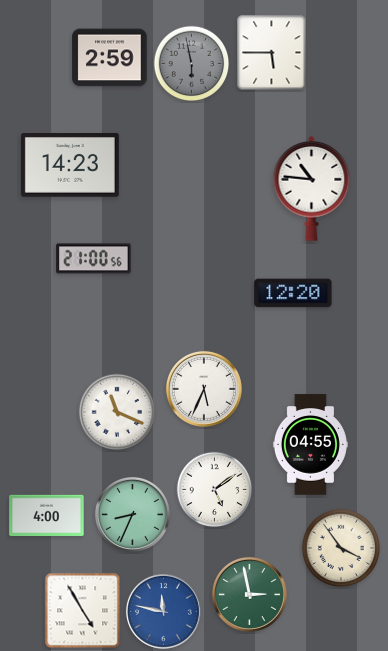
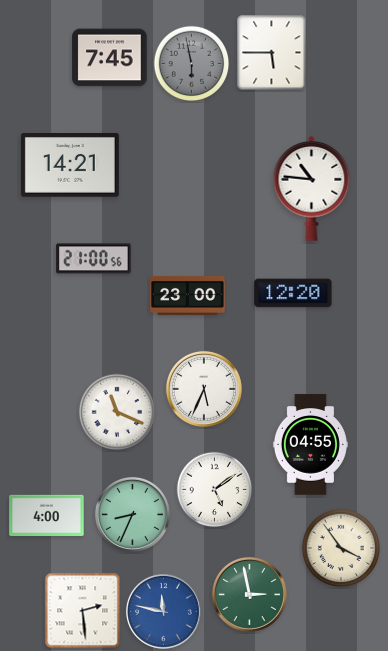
clock at (110, 58): 2:59 -> 7:45
clock at (70, 166): 14:23 -> 14:21
clock at (188, 295): none -> 23:00
clock at (83, 611): 4:55 -> 2:29
